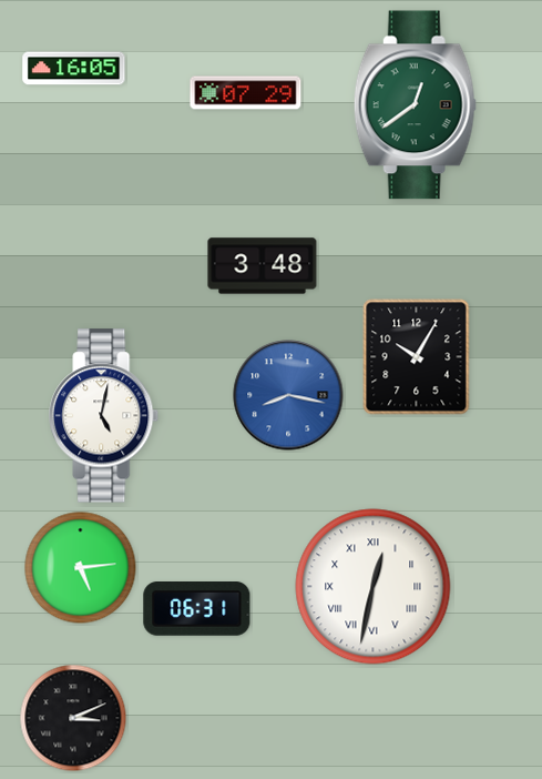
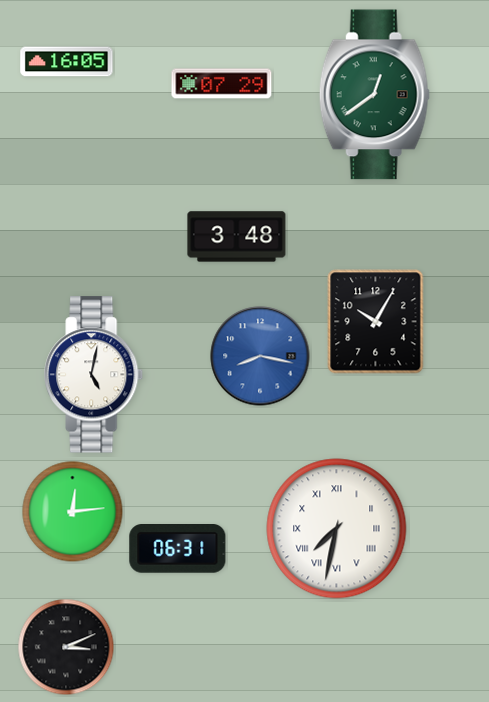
clock at (263, 266) position: (263, 266) -> (237, 237)
clock at (81, 568): 5:14 -> 12:14
clock at (374, 587): 12:32 -> 7:32
